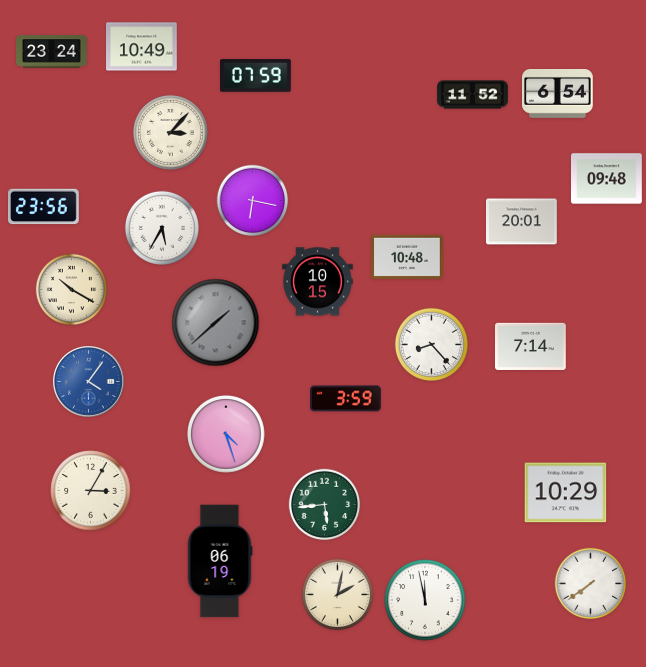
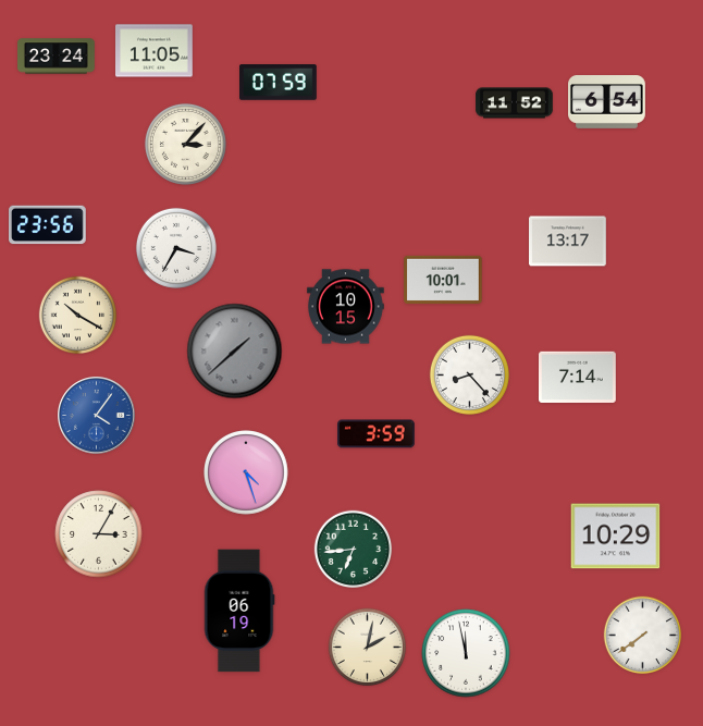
clock at (142, 47): 10:49 -> 11:05
clock at (607, 179): 09:48 -> none
clock at (253, 201): 6:17 -> none
clock at (522, 222): 20:01 -> 13:17
clock at (162, 228): 5:35 -> 3:35
clock at (407, 257): 10:48 -> 10:01
clock at (325, 505): 5:44 -> 6:44
clock at (425, 600) position: (425, 600) -> (466, 653)
